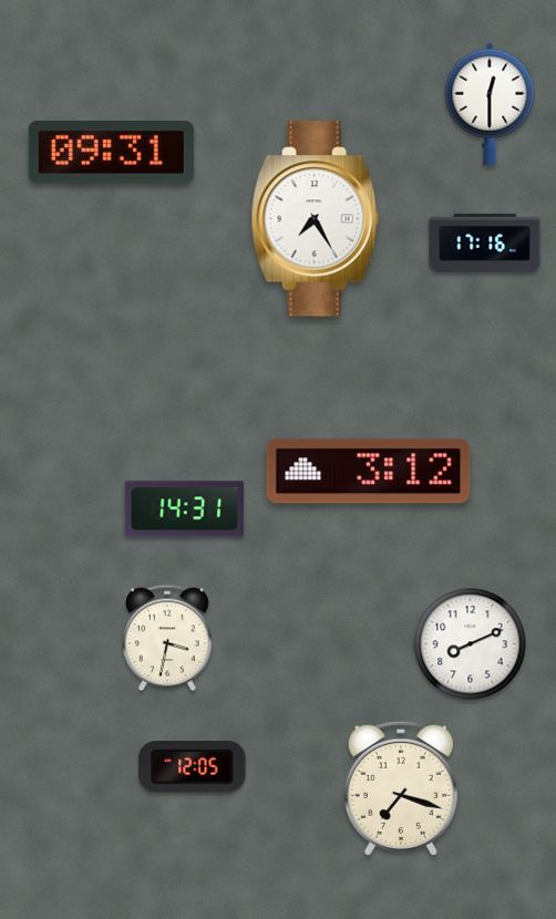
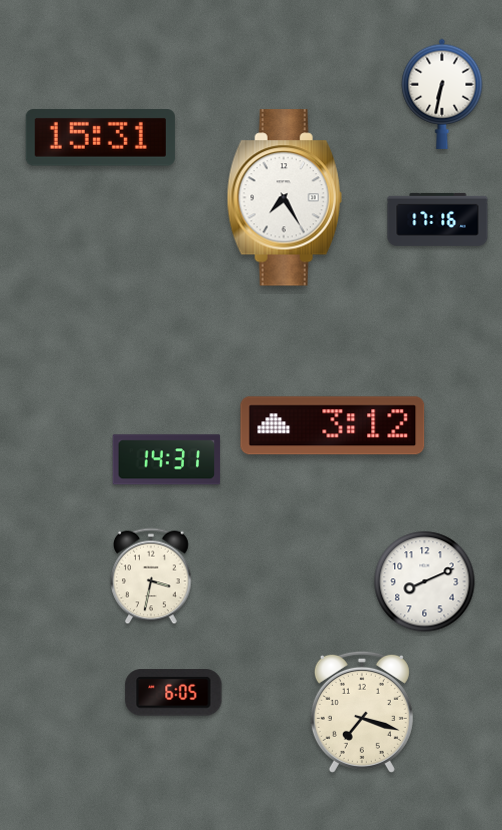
clock at (490, 104): 12:30 -> 6:32
clock at (111, 153): 09:31 -> 15:31
clock at (193, 767): 12:05 -> 6:05
